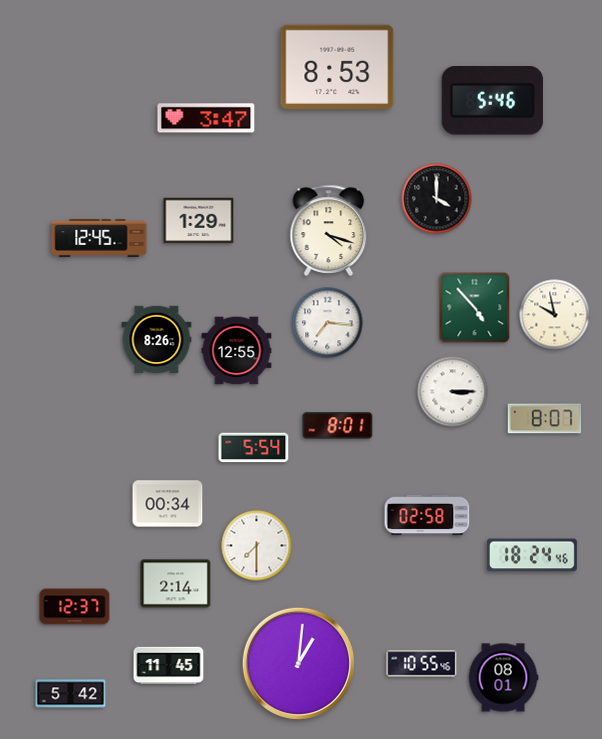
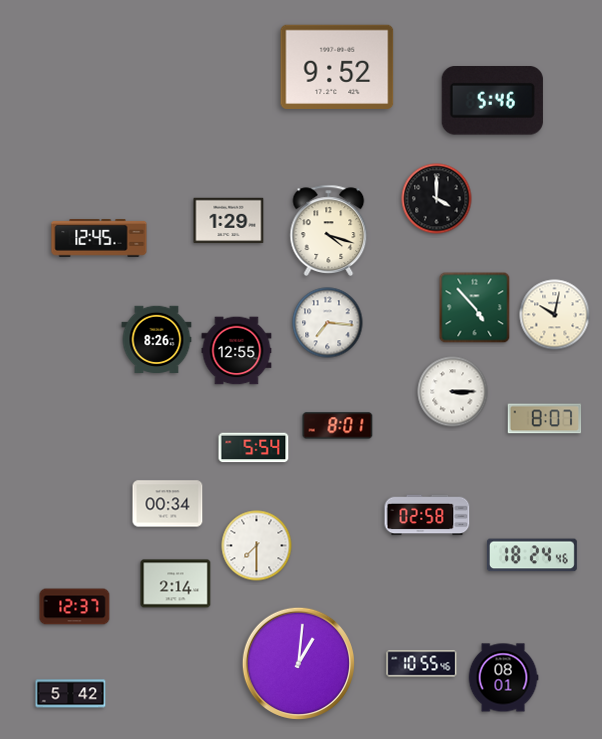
clock at (337, 67): 8:53 -> 9:52
clock at (206, 118): 3:47 -> none
clock at (199, 221) position: (199, 221) -> (229, 221)
clock at (555, 315): 9:58 -> 10:02
clock at (169, 666): 11:45 -> none
